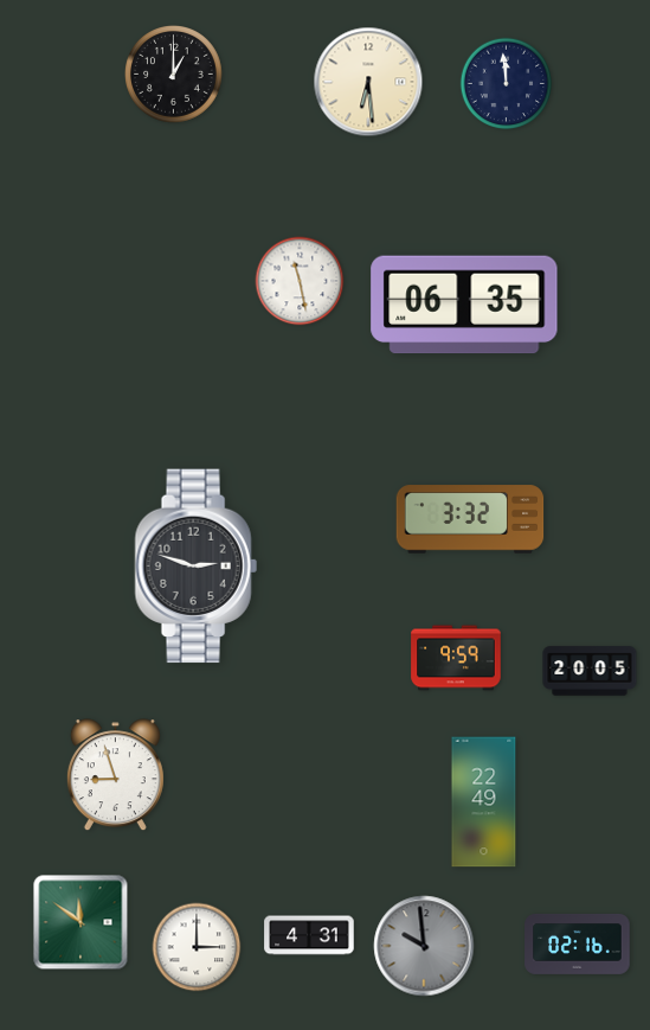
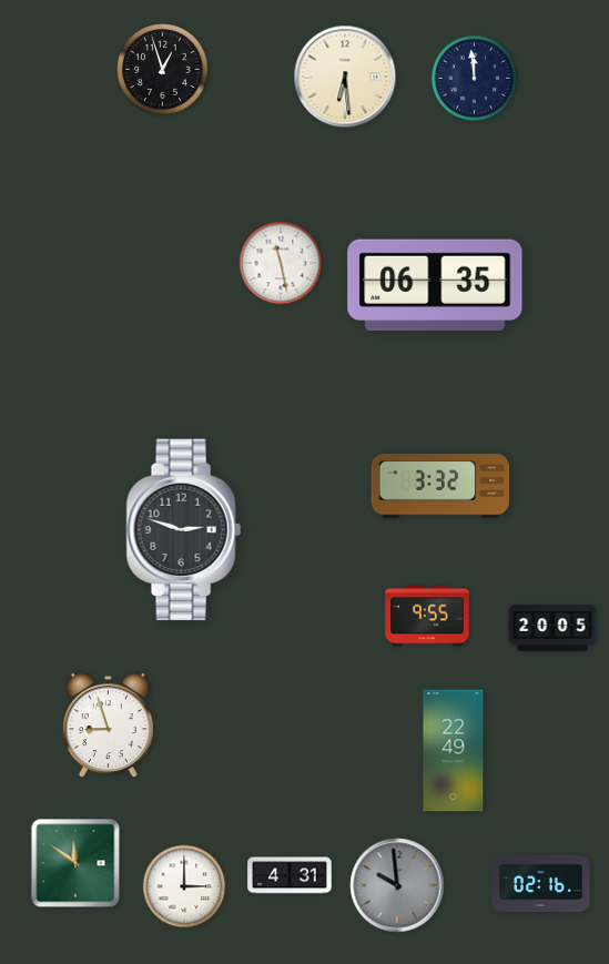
clock at (174, 75): 1:00 -> 12:57
clock at (456, 658): 9:59 -> 9:55
